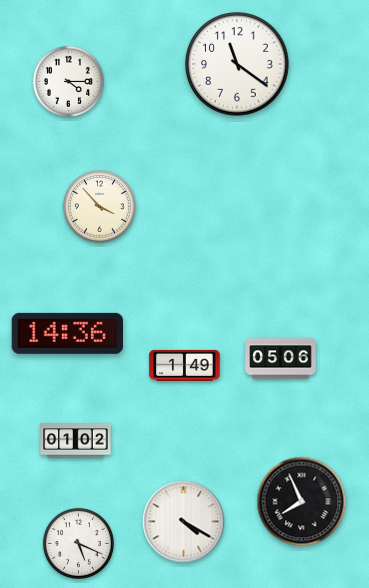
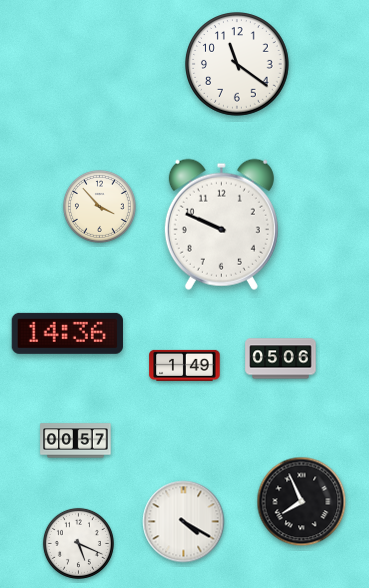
clock at (68, 81): 4:15 -> none
clock at (221, 224): none -> 9:49
clock at (76, 441): 01:02 -> 00:57
